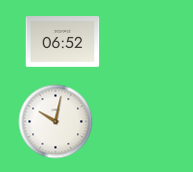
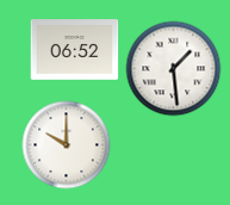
clock at (174, 69): none -> 1:29
clock at (56, 122): 10:02 -> 10:00
